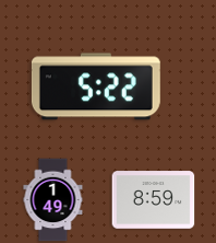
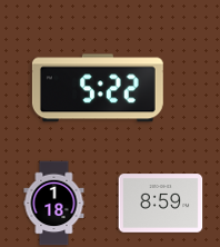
clock at (53, 200): 1:49 -> 1:18
clock at (154, 200) position: (154, 200) -> (161, 204)
